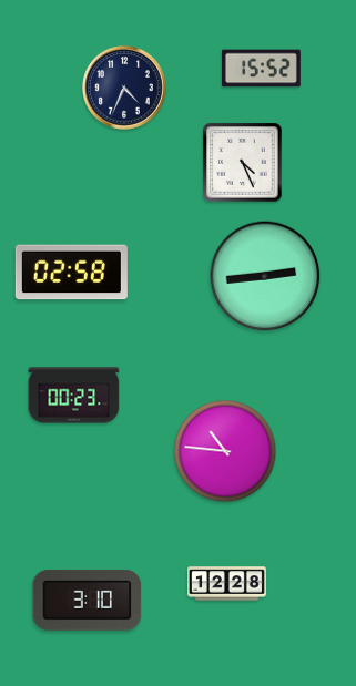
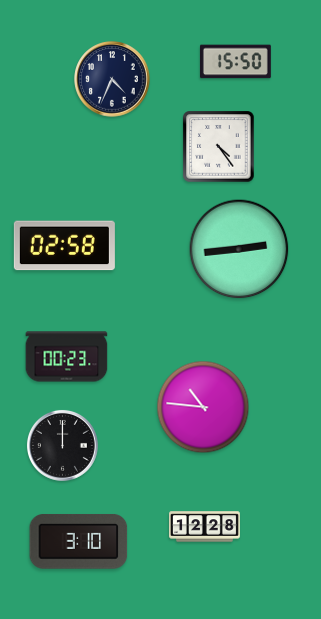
clock at (261, 69): 15:52 -> 15:50
clock at (243, 163): 4:26 -> 4:24
clock at (62, 445): none -> 12:00
